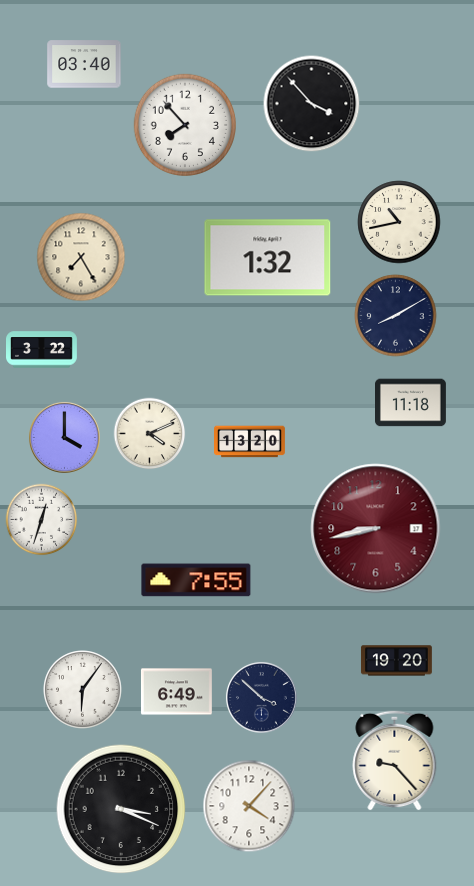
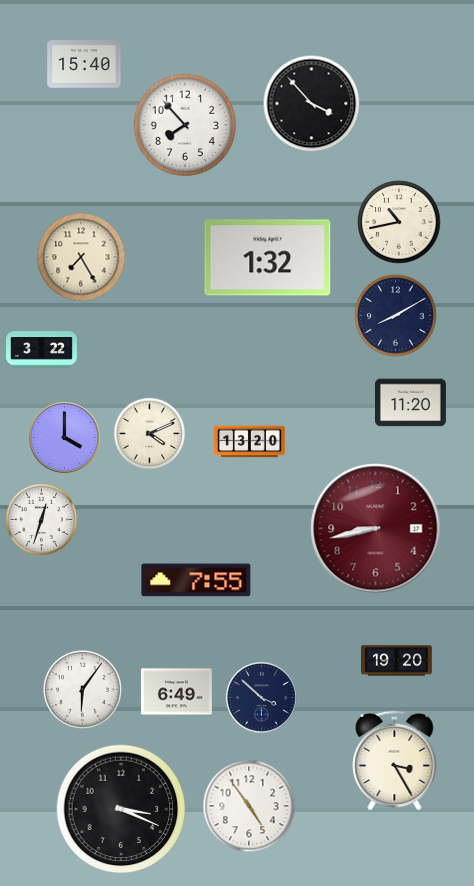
clock at (84, 64): 03:40 -> 15:40
clock at (411, 403): 11:18 -> 11:20
clock at (395, 760): 9:23 -> 3:25
clock at (249, 806): 4:07 -> 4:54
